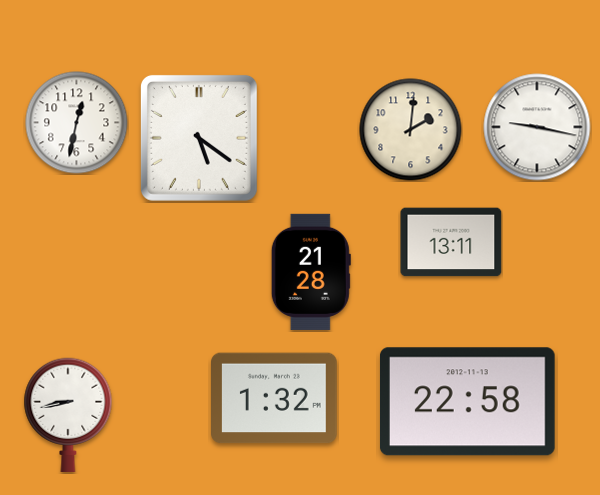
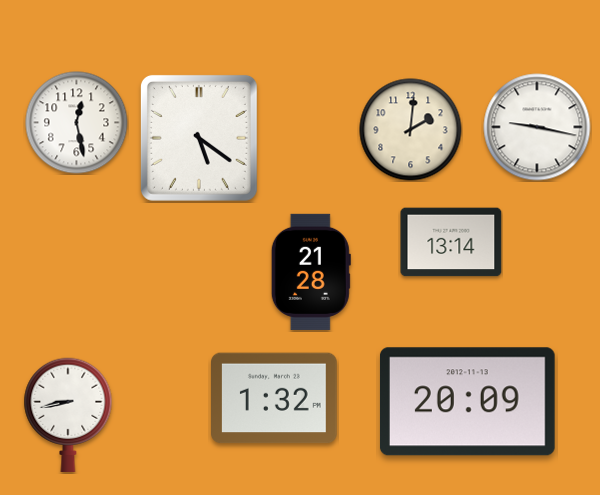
clock at (77, 123): 12:32 -> 12:28
clock at (451, 242): 13:11 -> 13:14
clock at (467, 402): 22:58 -> 20:09
